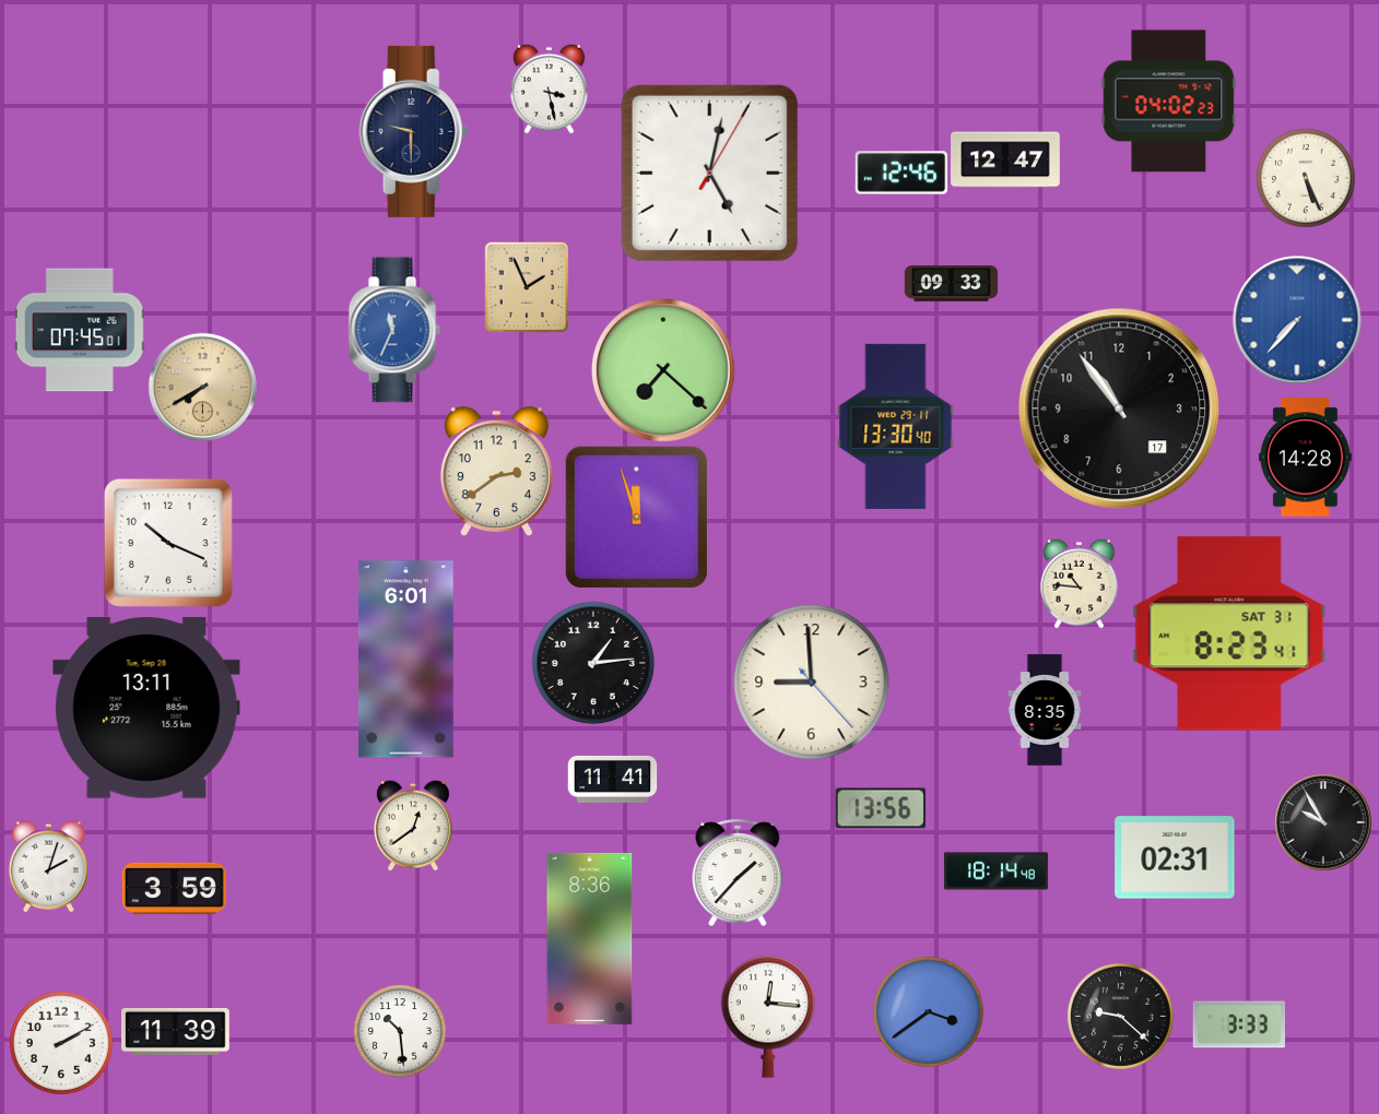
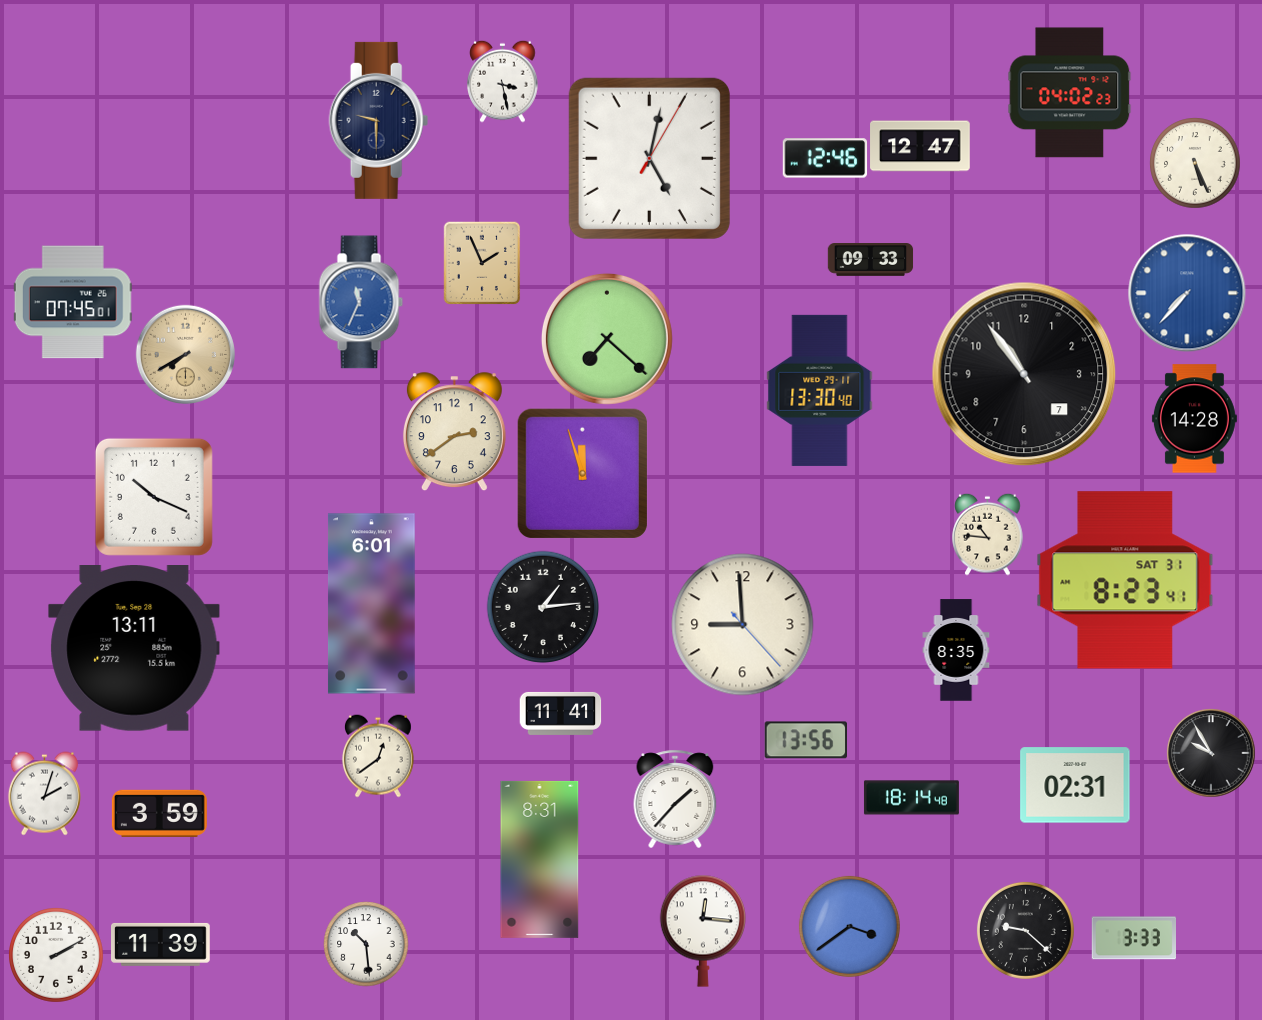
clock at (1119, 408) date: 17 -> 7
clock at (590, 938): 8:36 -> 8:31
